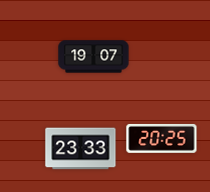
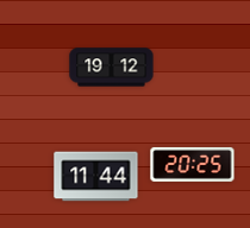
clock at (94, 57): 19:07 -> 19:12
clock at (81, 149): 23:33 -> 11:44
